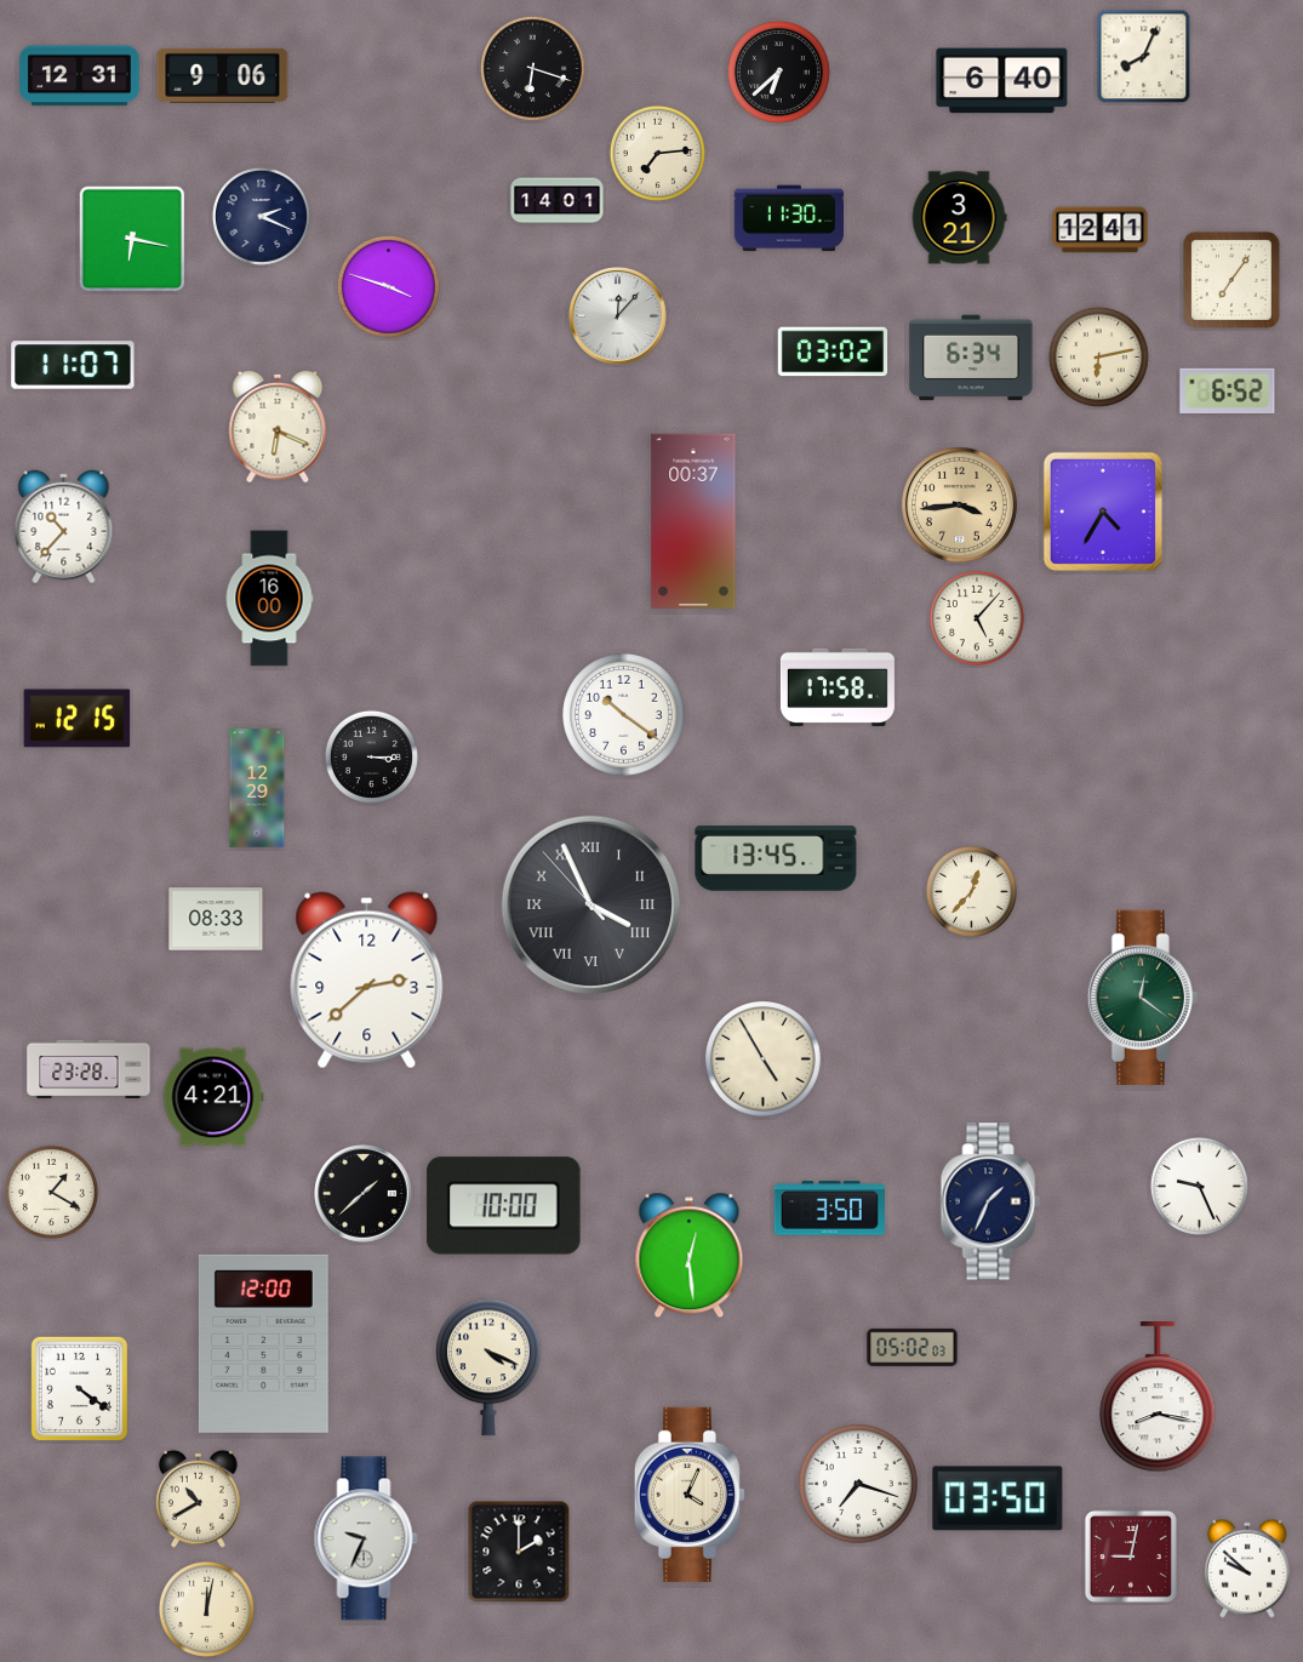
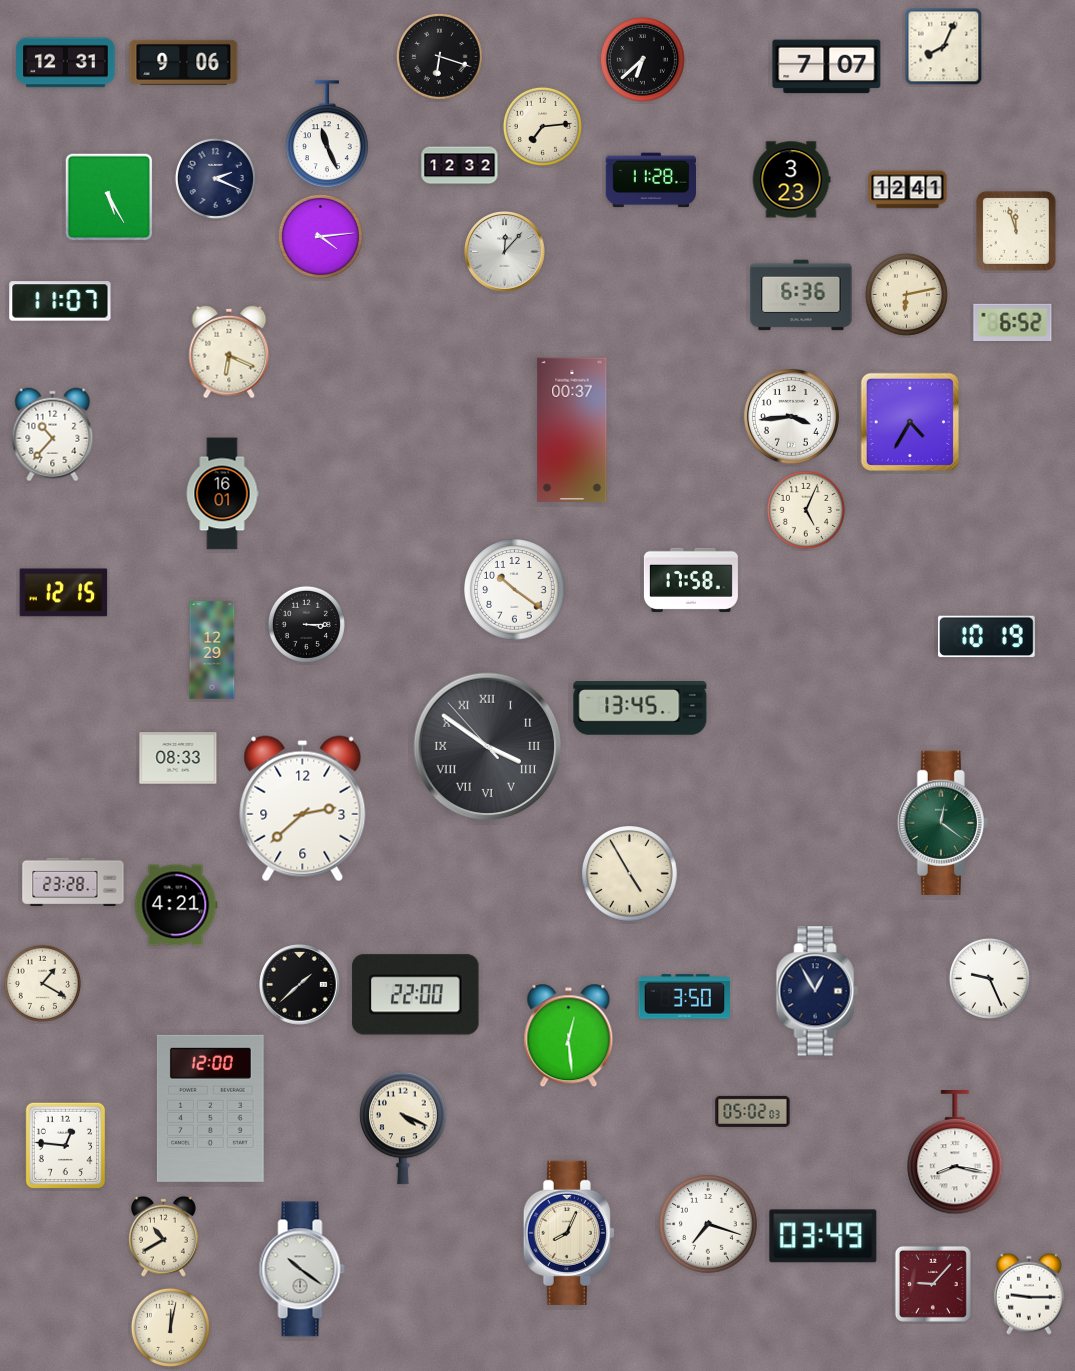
clock at (1002, 81): 6:40 -> 7:07
clock at (327, 135): none -> 11:26
clock at (558, 201): 14:01 -> 12:32
clock at (788, 218): 11:30 -> 11:28
clock at (959, 218): 3:21 -> 3:23
clock at (132, 239): 6:17 -> 5:25
clock at (1231, 280): 7:06 -> 11:57
clock at (388, 286): 3:48 -> 4:14
clock at (618, 316) position: (618, 316) -> (505, 252)
clock at (833, 352): 03:02 -> none
clock at (971, 358): 6:34 -> 6:36
clock at (959, 504) dial: champagne -> white
clock at (269, 599): 16:00 -> 16:01
clock at (977, 618): 5:07 -> 5:04
clock at (838, 687) position: (838, 687) -> (691, 580)
clock at (987, 637): none -> 10:19
clock at (971, 891): 12:37 -> none
clock at (592, 906): 3:55 -> 3:50
clock at (990, 1201): 1:34 -> 12:55
clock at (504, 1206): 10:00 -> 22:00
clock at (263, 1343) position: (263, 1343) -> (210, 1108)
clock at (80, 1389): 4:21 -> 12:46
clock at (690, 1495): 4:04 -> 8:04
clock at (998, 1498): 03:50 -> 03:49
clock at (366, 1538): 9:34 -> 10:21
clock at (519, 1552): 2:00 -> none
clock at (1131, 1557): 9:02 -> 9:07
clock at (1247, 1569): 9:52 -> 9:15
